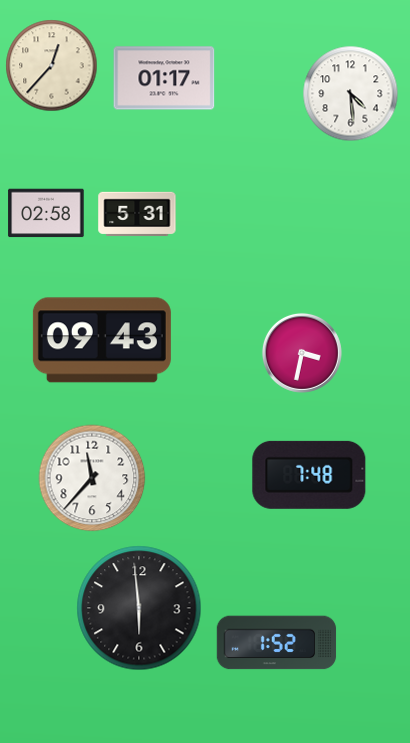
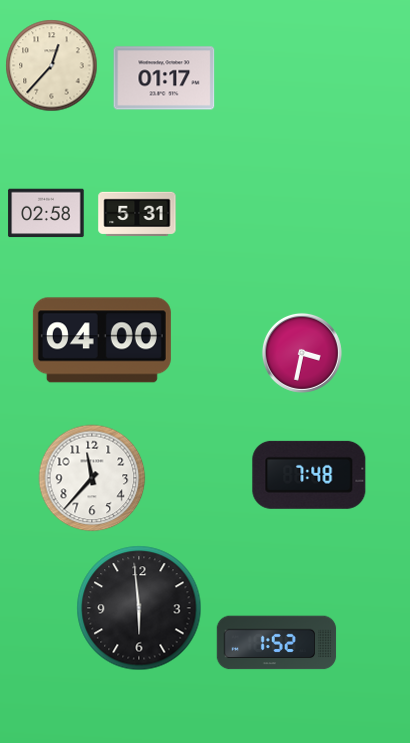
clock at (351, 94): 4:29 -> none
clock at (102, 340): 09:43 -> 04:00
